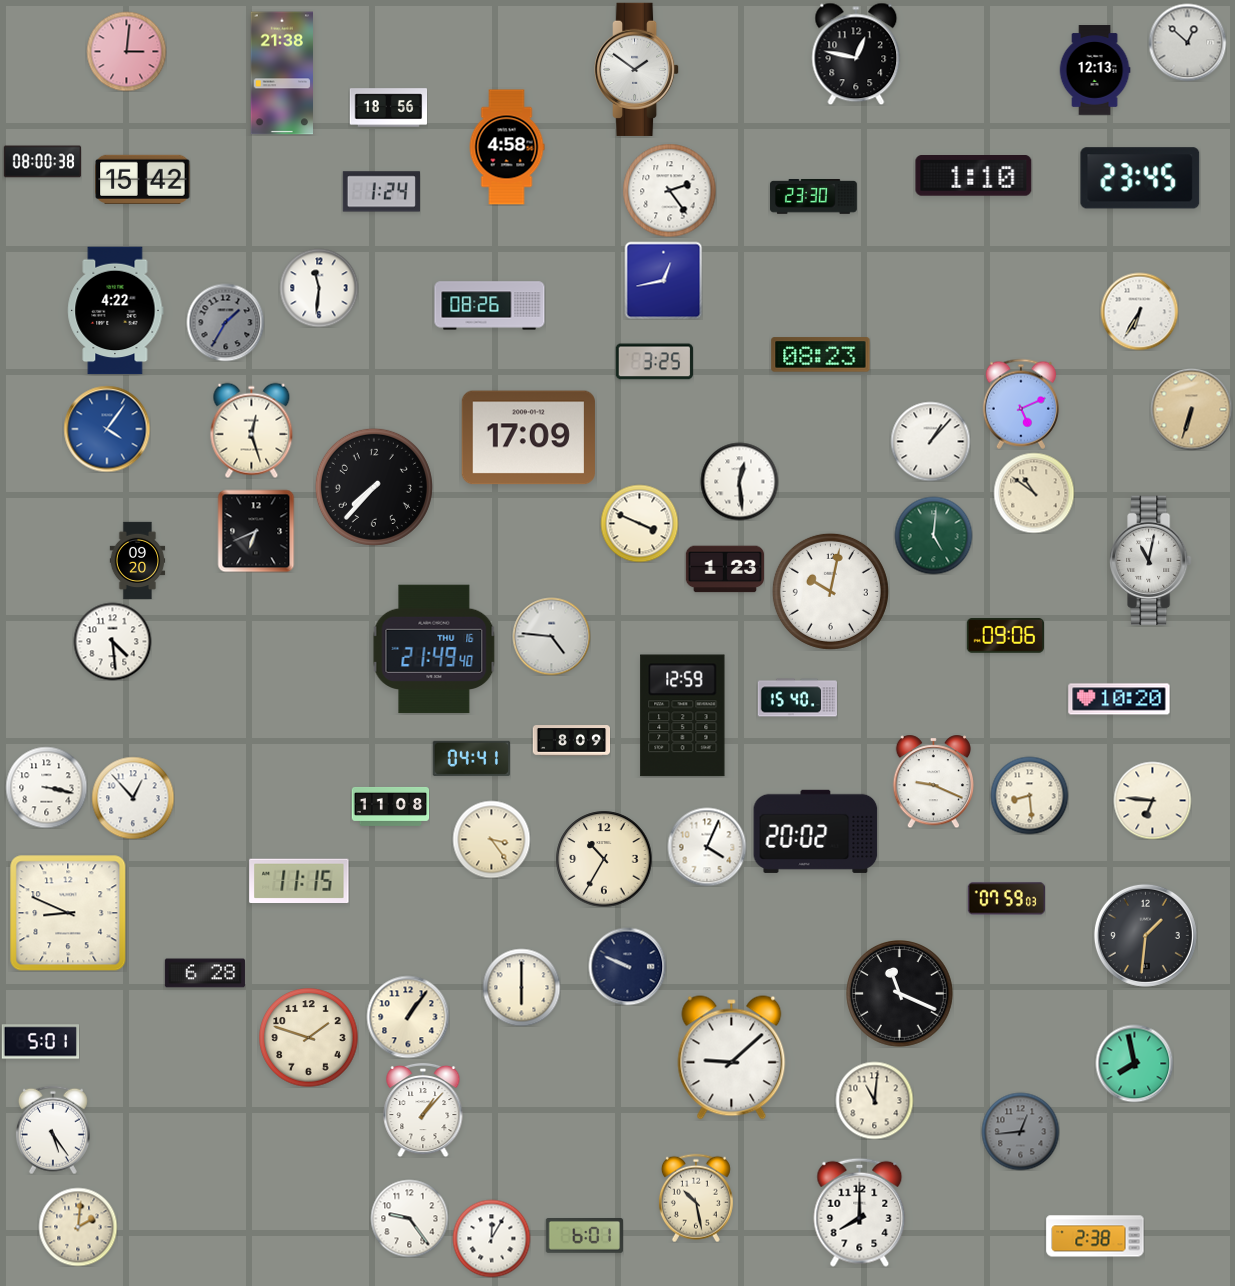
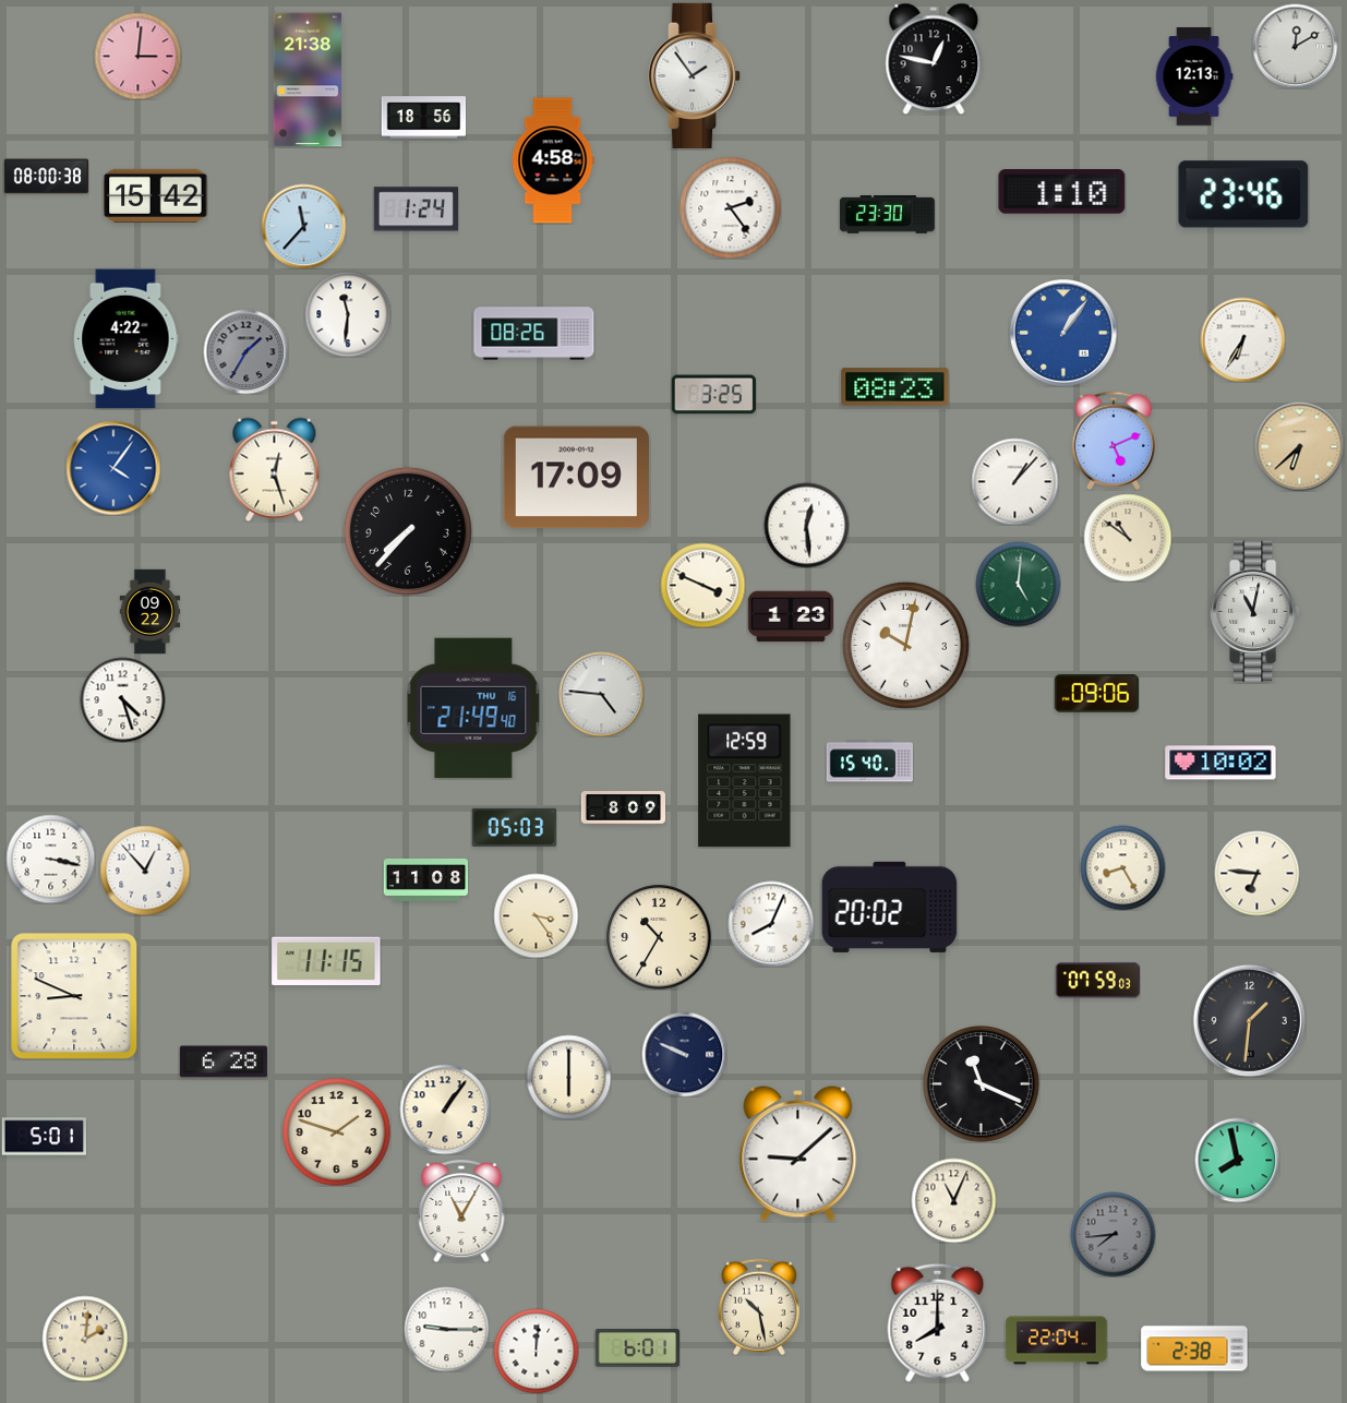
clock at (1187, 42): 12:52 -> 12:10
clock at (637, 69): 1:51 -> 1:54
clock at (1140, 178): 23:45 -> 23:46
clock at (303, 226): none -> 11:37
clock at (663, 280): 12:43 -> none
clock at (1065, 334): none -> 1:06
clock at (1191, 409): 6:33 -> 6:38
clock at (107, 429) position: (107, 429) -> (113, 468)
clock at (639, 523) position: (639, 523) -> (702, 585)
clock at (256, 531): 6:41 -> none
clock at (138, 560): 09:20 -> 09:22
clock at (724, 569) position: (724, 569) -> (790, 616)
clock at (112, 641): 4:29 -> 4:27
clock at (1119, 699): 10:20 -> 10:02
clock at (471, 758): 04:41 -> 05:03
clock at (933, 781): 9:19 -> none
clock at (1029, 795): 8:29 -> 8:25
clock at (707, 847): 4:04 -> 8:04
clock at (874, 1100): 11:01 -> 11:04
clock at (423, 1110): 1:07 -> 11:05
clock at (53, 1130): 5:24 -> none
clock at (1020, 1131): 12:44 -> 7:44
clock at (409, 1218): 9:24 -> 9:15
clock at (1057, 1341): none -> 22:04
clock at (491, 1238): 12:05 -> 12:01
